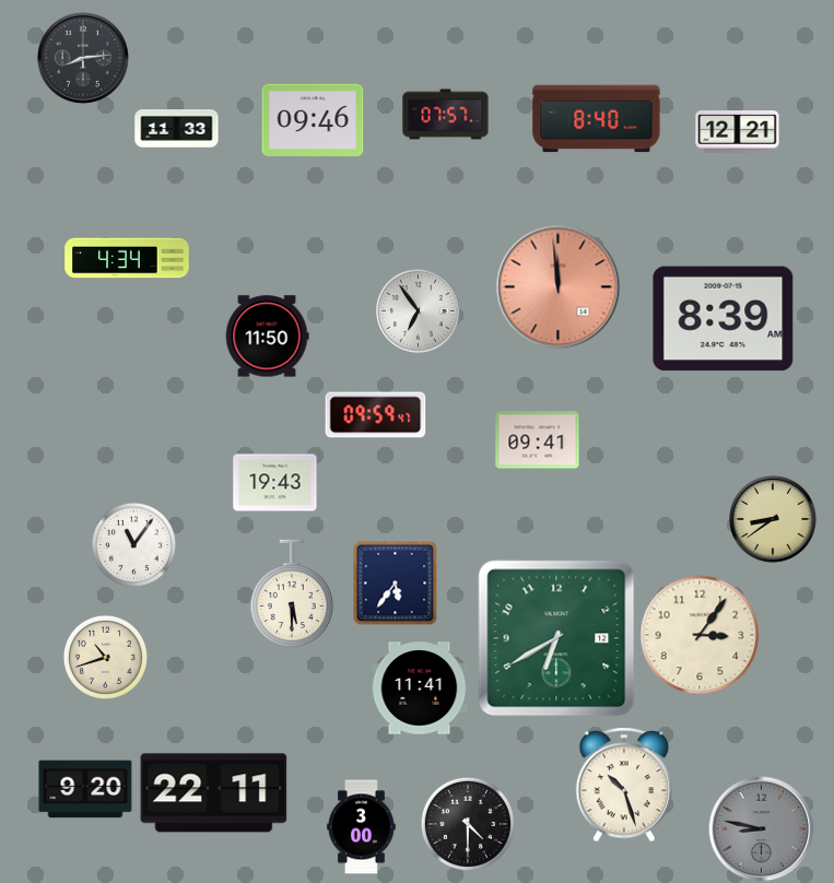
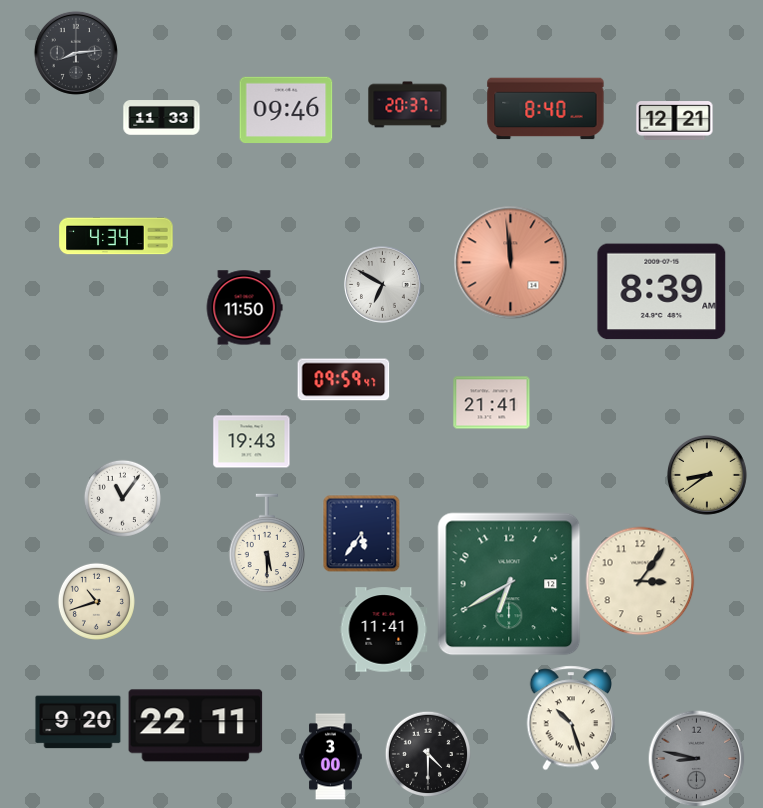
clock at (446, 115): 07:57 -> 20:37
clock at (419, 311): 6:54 -> 6:50
clock at (538, 440): 09:41 -> 21:41
